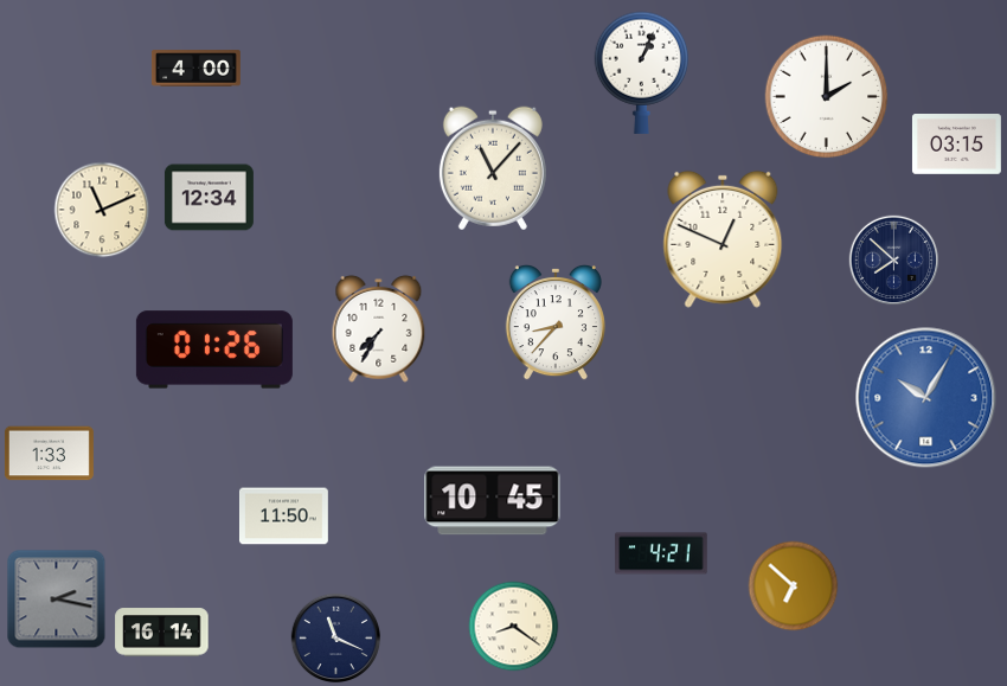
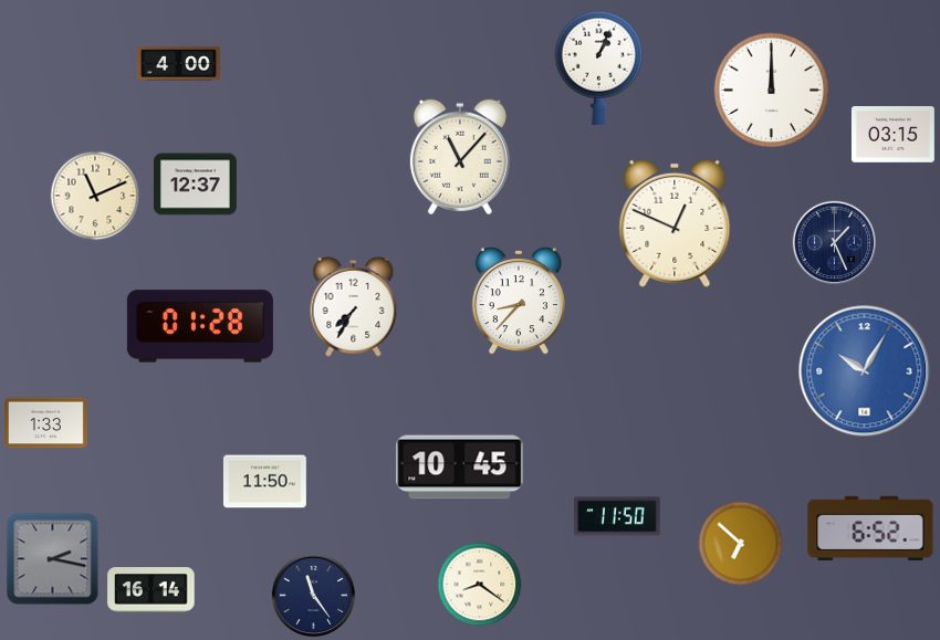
clock at (195, 69) position: (195, 69) -> (178, 64)
clock at (827, 97): 2:00 -> 12:00
clock at (209, 198): 12:34 -> 12:37
clock at (894, 261): 7:52 -> 1:26
clock at (214, 350): 01:26 -> 01:28
clock at (661, 553): 4:21 -> 11:50
clock at (870, 528): none -> 6:52
clock at (794, 586) position: (794, 586) -> (741, 544)
clock at (336, 639): 11:19 -> 11:24
